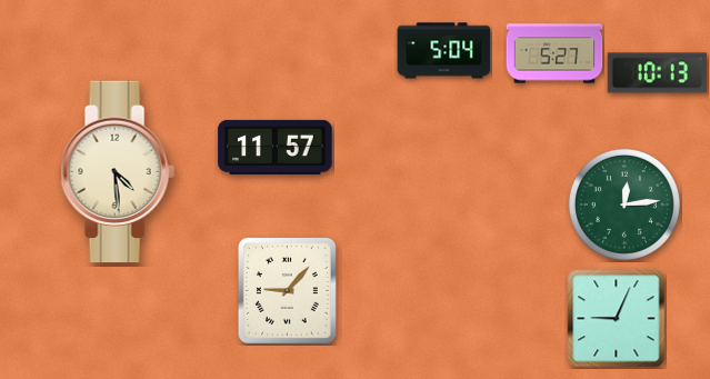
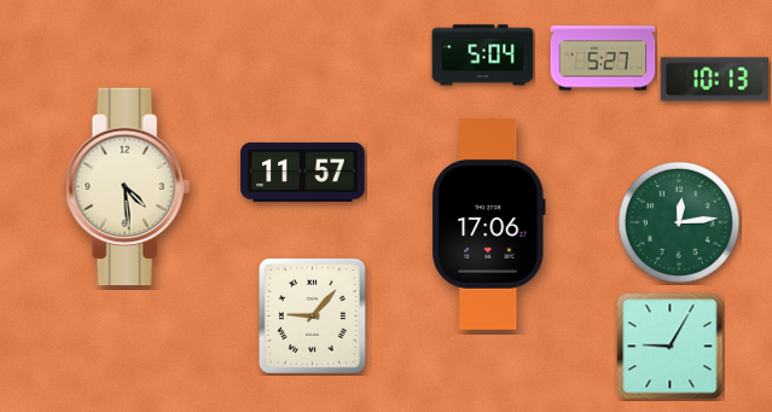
clock at (276, 147) position: (276, 147) -> (303, 172)
clock at (488, 225): none -> 17:06
clock at (617, 319): 9:04 -> 9:05
